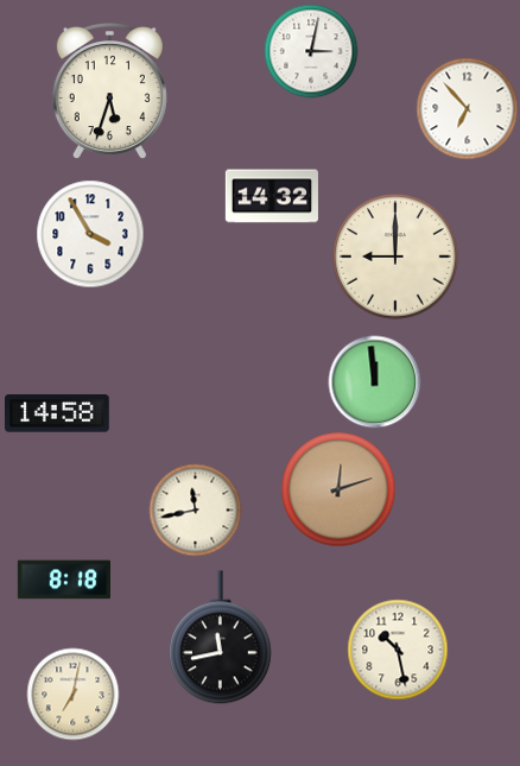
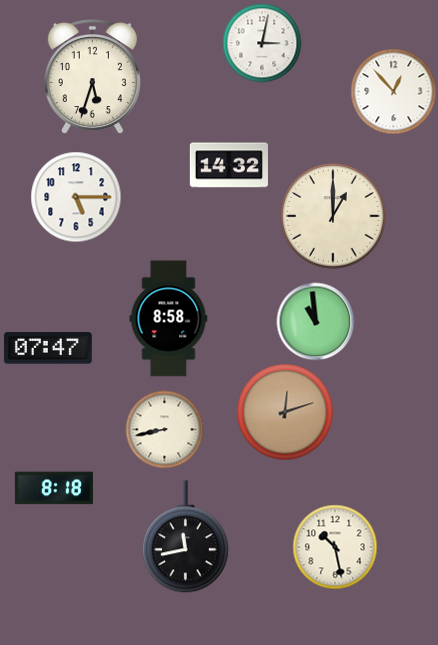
clock at (467, 108): 6:53 -> 12:53
clock at (90, 234): 3:55 -> 5:15
clock at (395, 257): 9:00 -> 1:00
clock at (169, 319): none -> 8:58
clock at (374, 381): 11:59 -> 10:59
clock at (57, 413): 14:58 -> 07:47
clock at (195, 509): 11:43 -> 8:43
clock at (72, 694): 7:02 -> none
